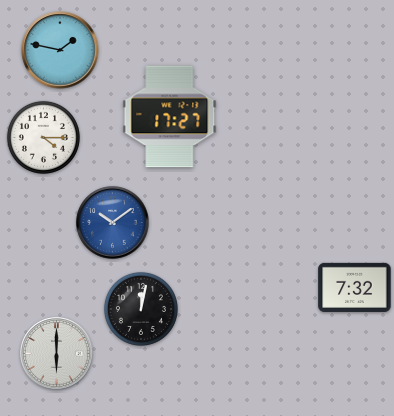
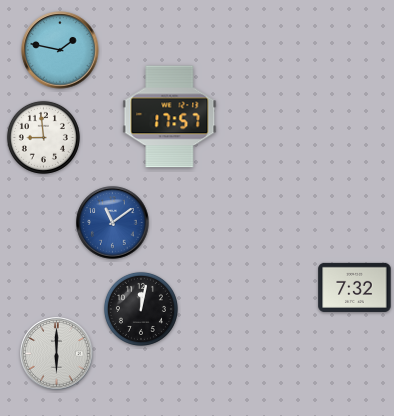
clock at (170, 117): 17:27 -> 17:57
clock at (43, 137): 4:15 -> 8:59
clock at (113, 223): 10:09 -> 11:09
